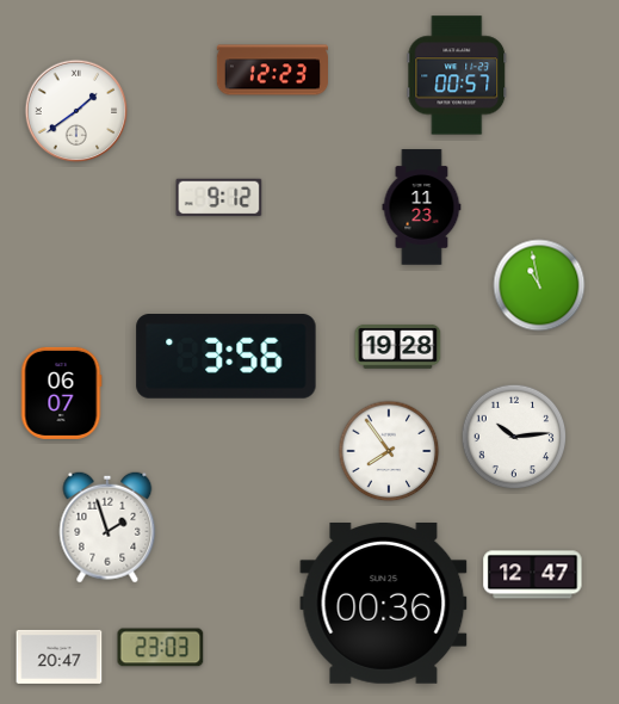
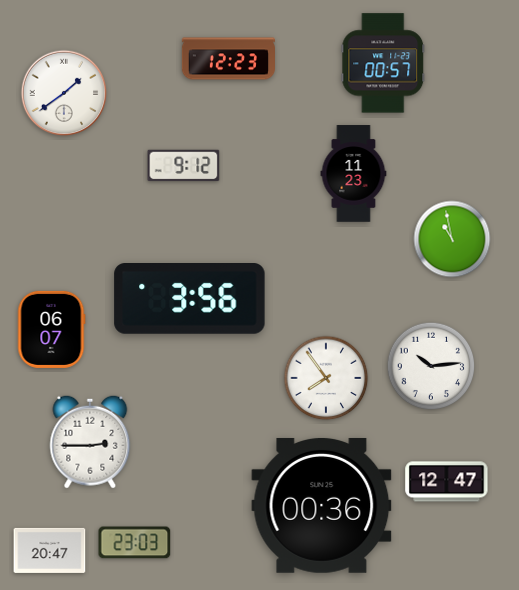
clock at (398, 347): 19:28 -> none
clock at (107, 527): 1:57 -> 2:45
